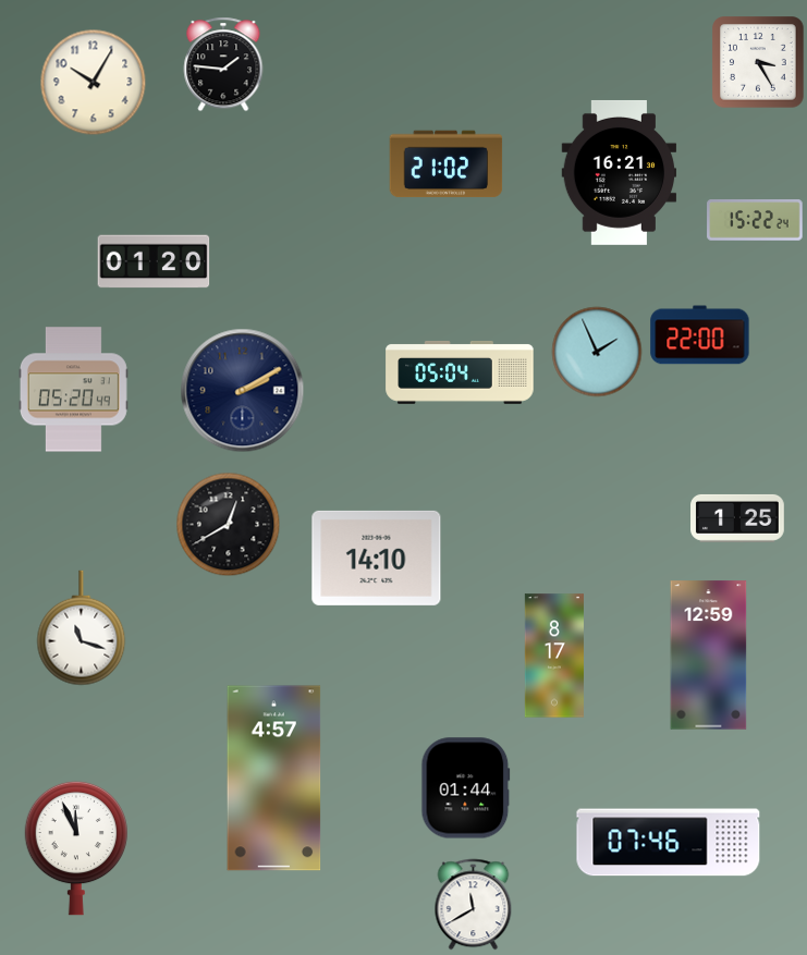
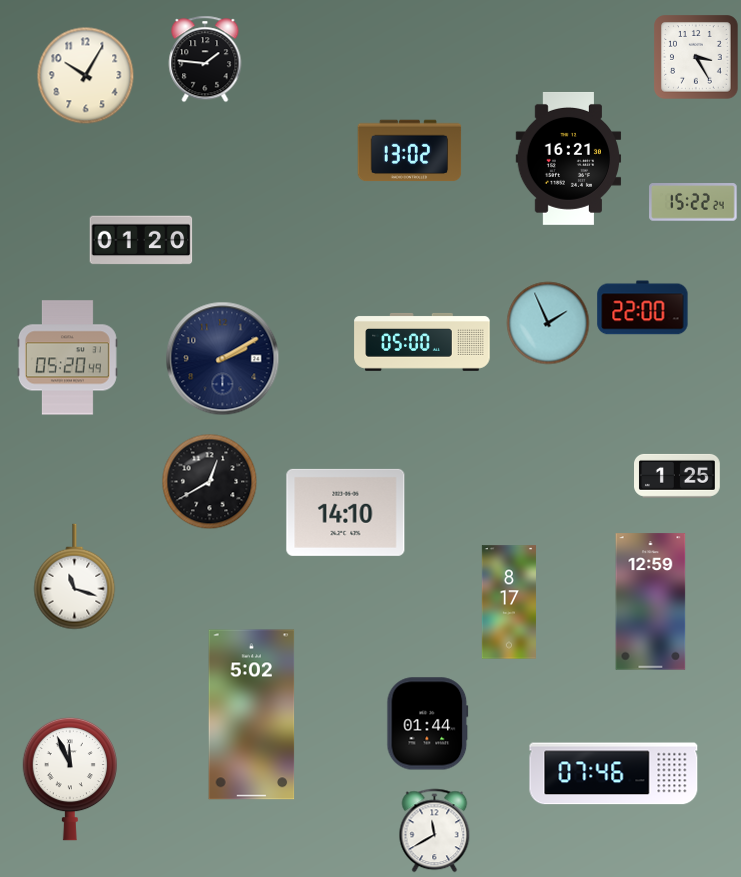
clock at (447, 164): 21:02 -> 13:02
clock at (460, 372): 05:04 -> 05:00
clock at (274, 779): 4:57 -> 5:02
